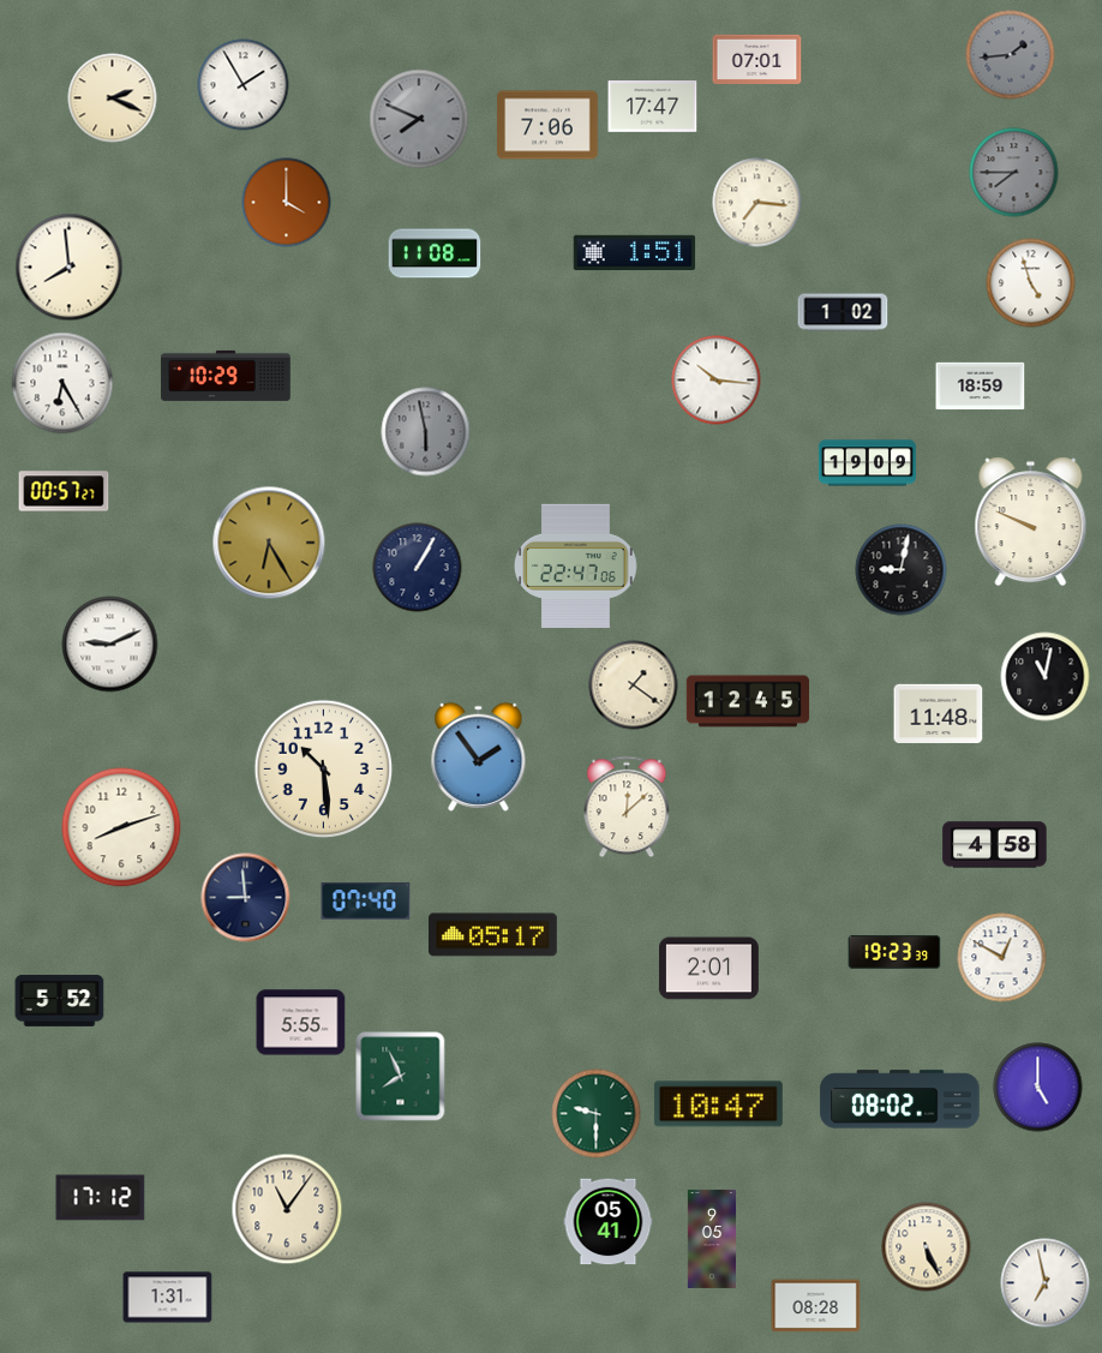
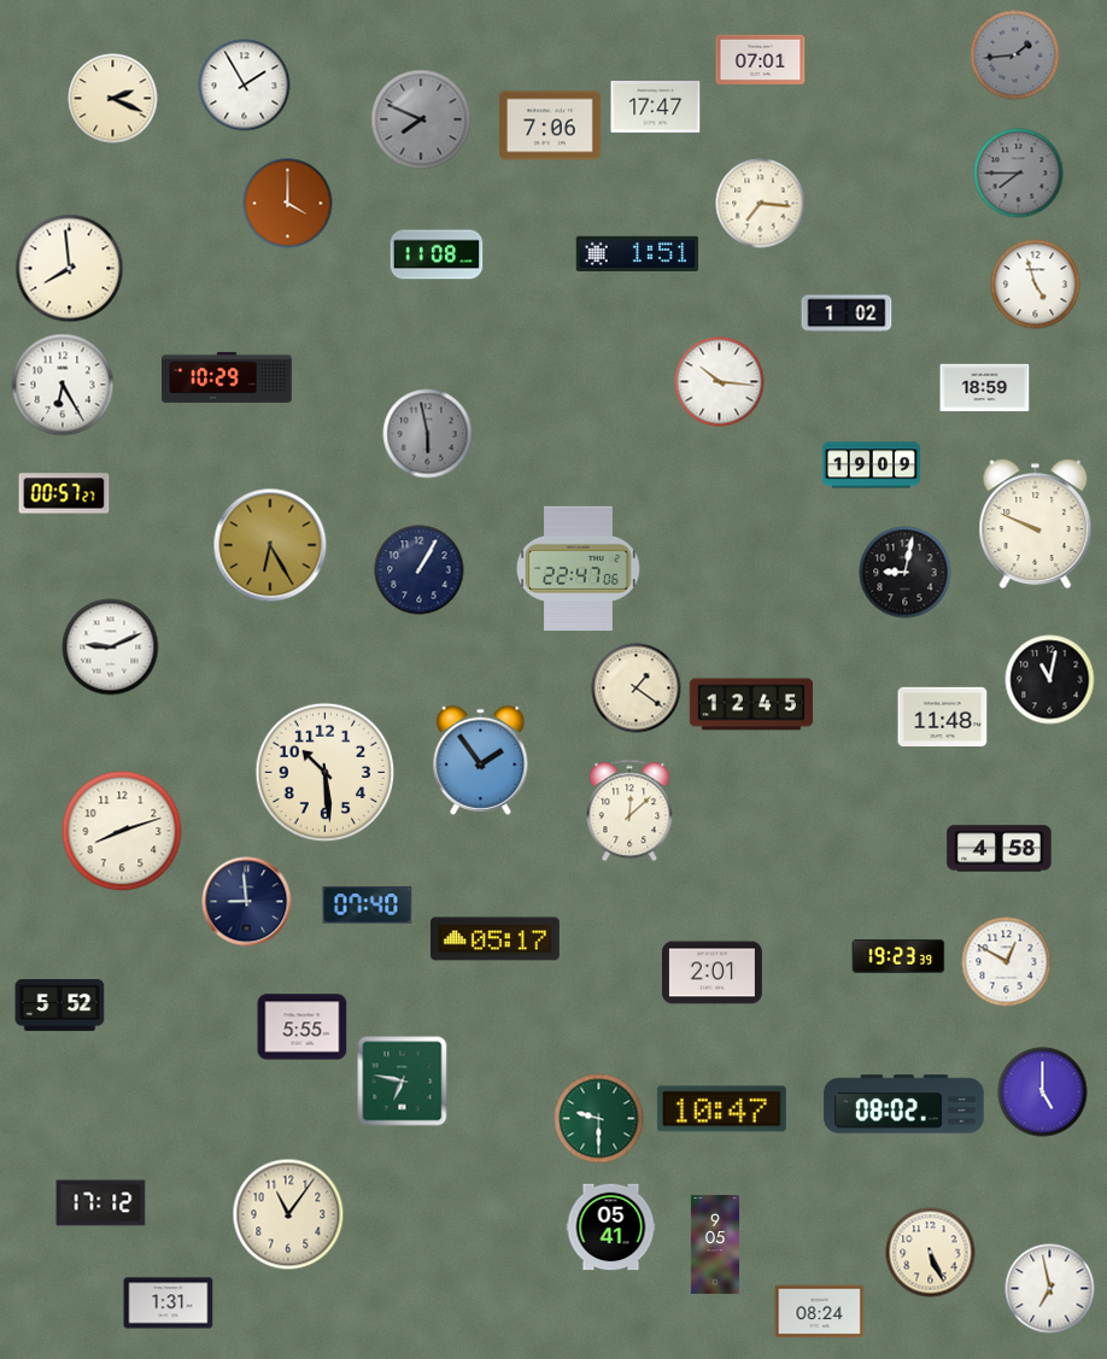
clock at (401, 1077): 7:56 -> 6:47
clock at (816, 1306): 08:28 -> 08:24
